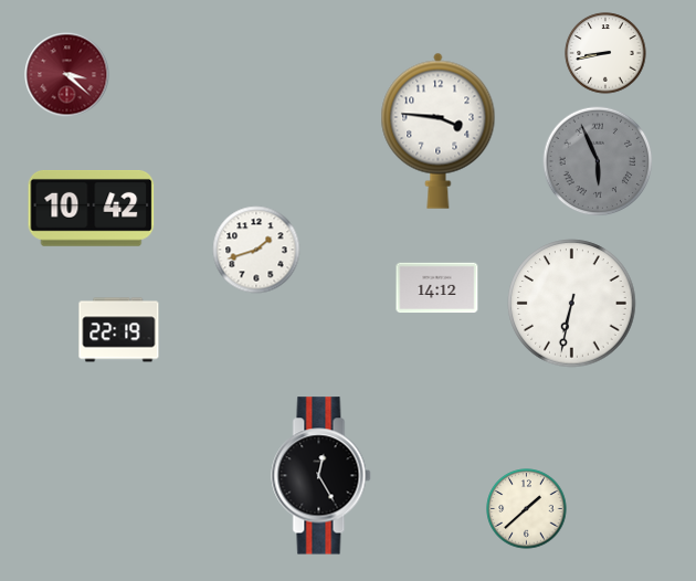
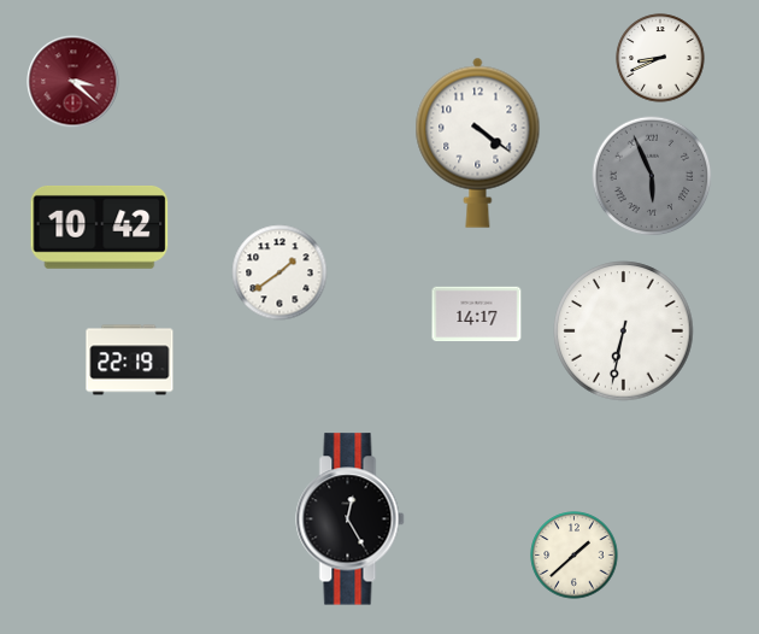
clock at (605, 53): 8:43 -> 8:41
clock at (439, 130): 3:46 -> 4:21
clock at (256, 250): 1:42 -> 1:39
clock at (437, 288): 14:12 -> 14:17
